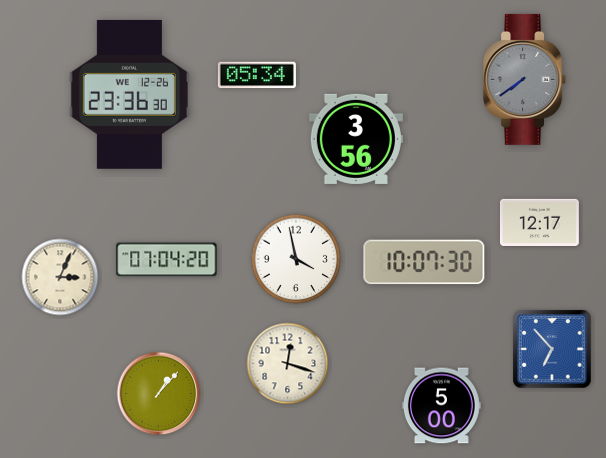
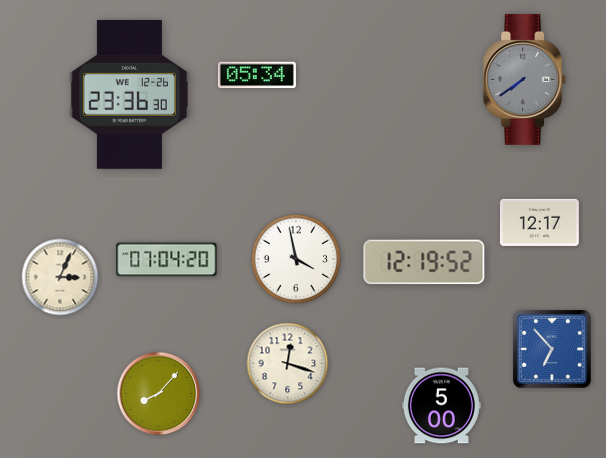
clock at (356, 139): 3:56 -> none
clock at (424, 262): 10:07 -> 12:19
clock at (159, 394): 1:07 -> 8:07
